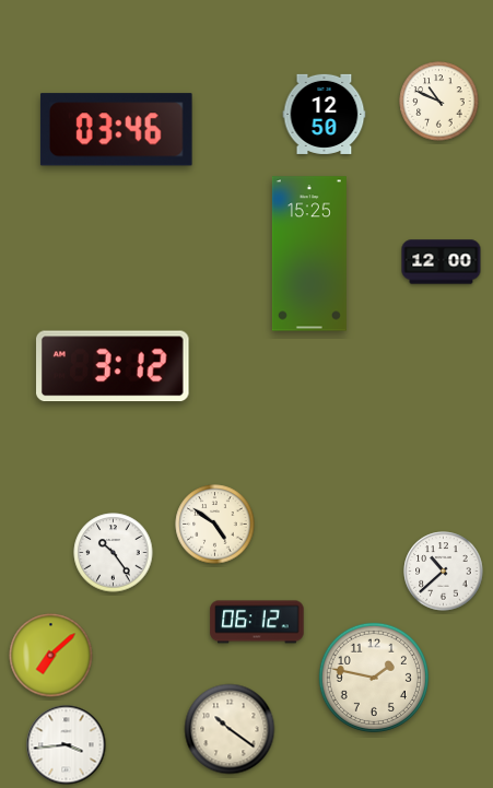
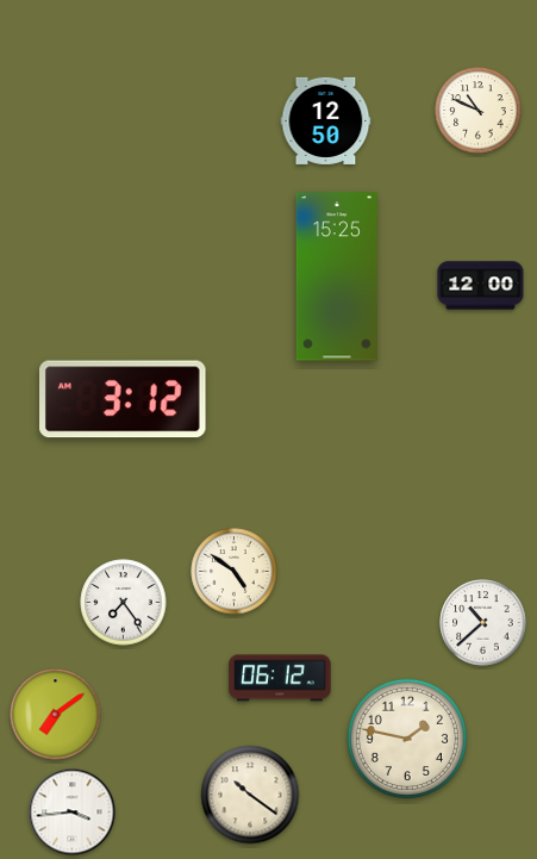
clock at (325, 114) position: (325, 114) -> (326, 120)
clock at (116, 130): 03:46 -> none
clock at (114, 553): 10:24 -> 7:24
clock at (51, 656): 7:08 -> 7:09
